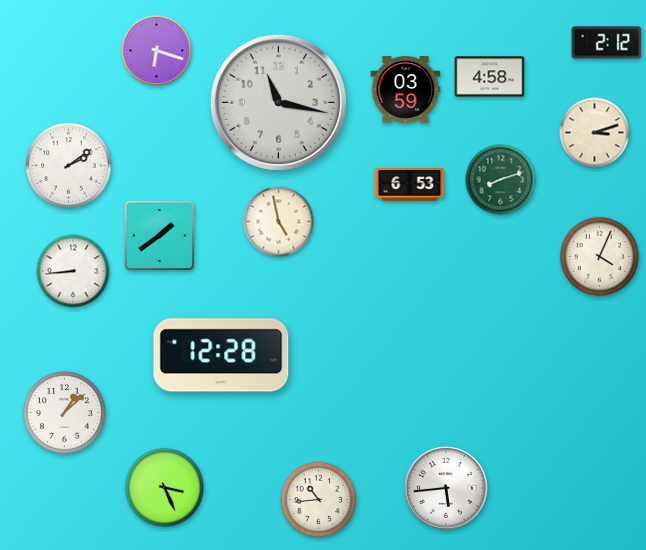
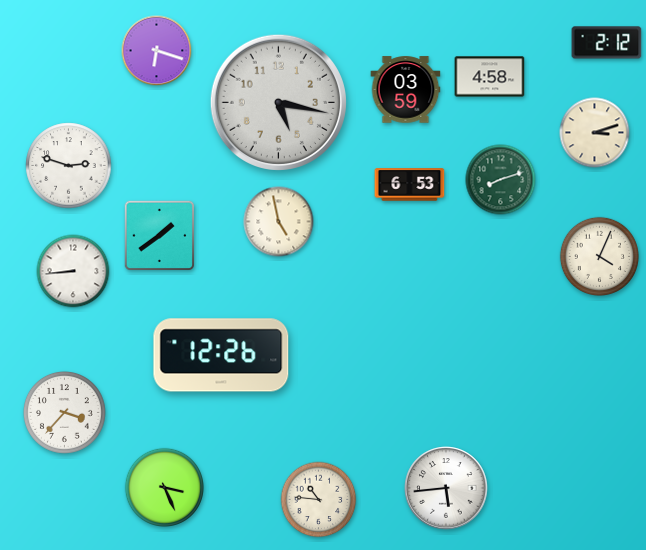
clock at (278, 102): 11:17 -> 5:17
clock at (69, 166): 2:09 -> 2:48
clock at (221, 355): 12:28 -> 12:26
clock at (64, 412): 1:08 -> 3:37
clock at (319, 500): 10:44 -> 10:46
